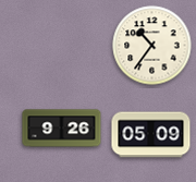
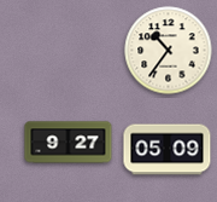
clock at (62, 129): 9:26 -> 9:27
